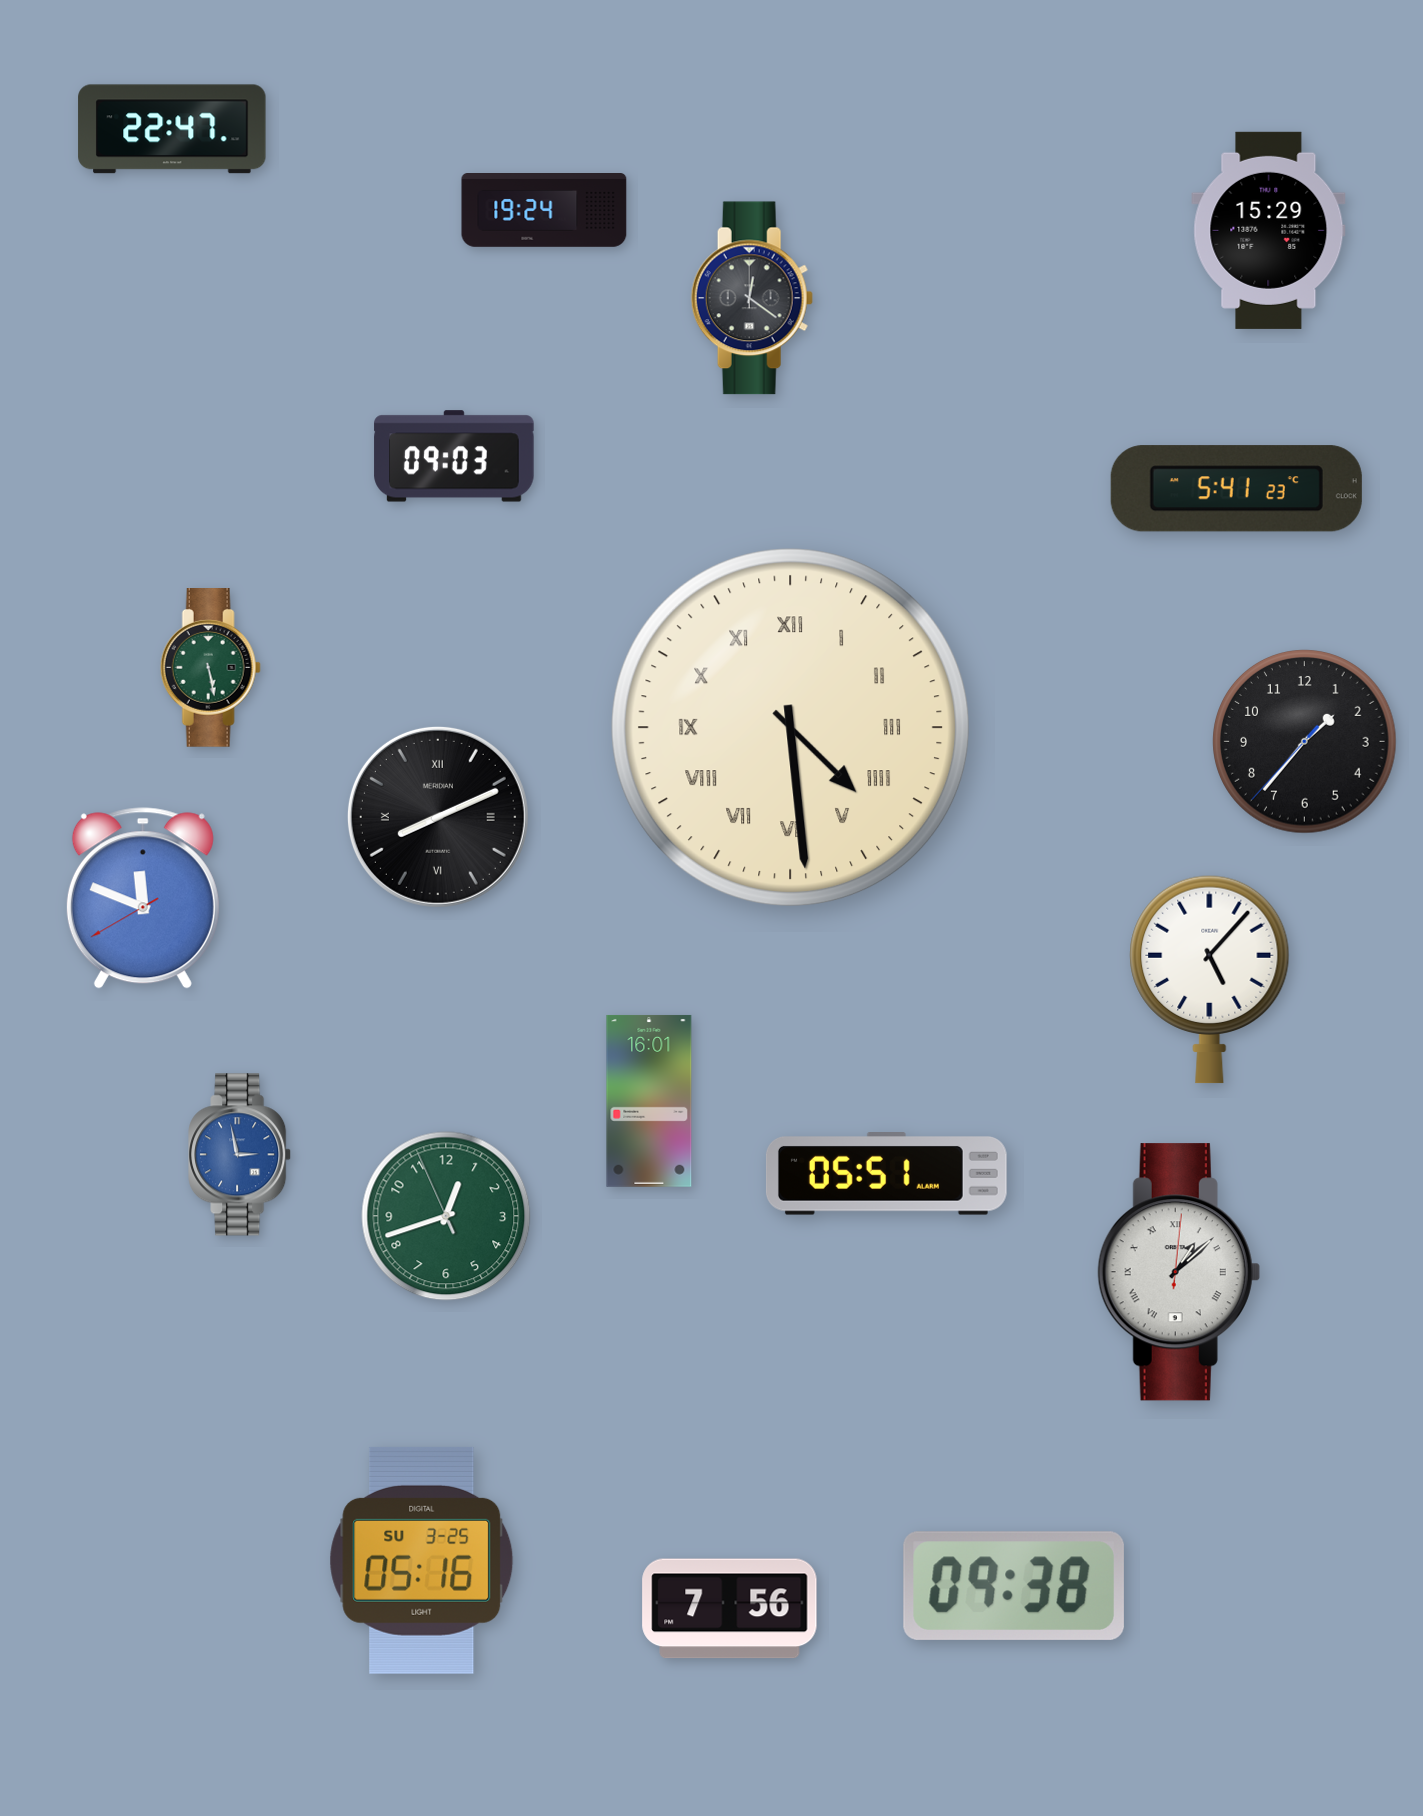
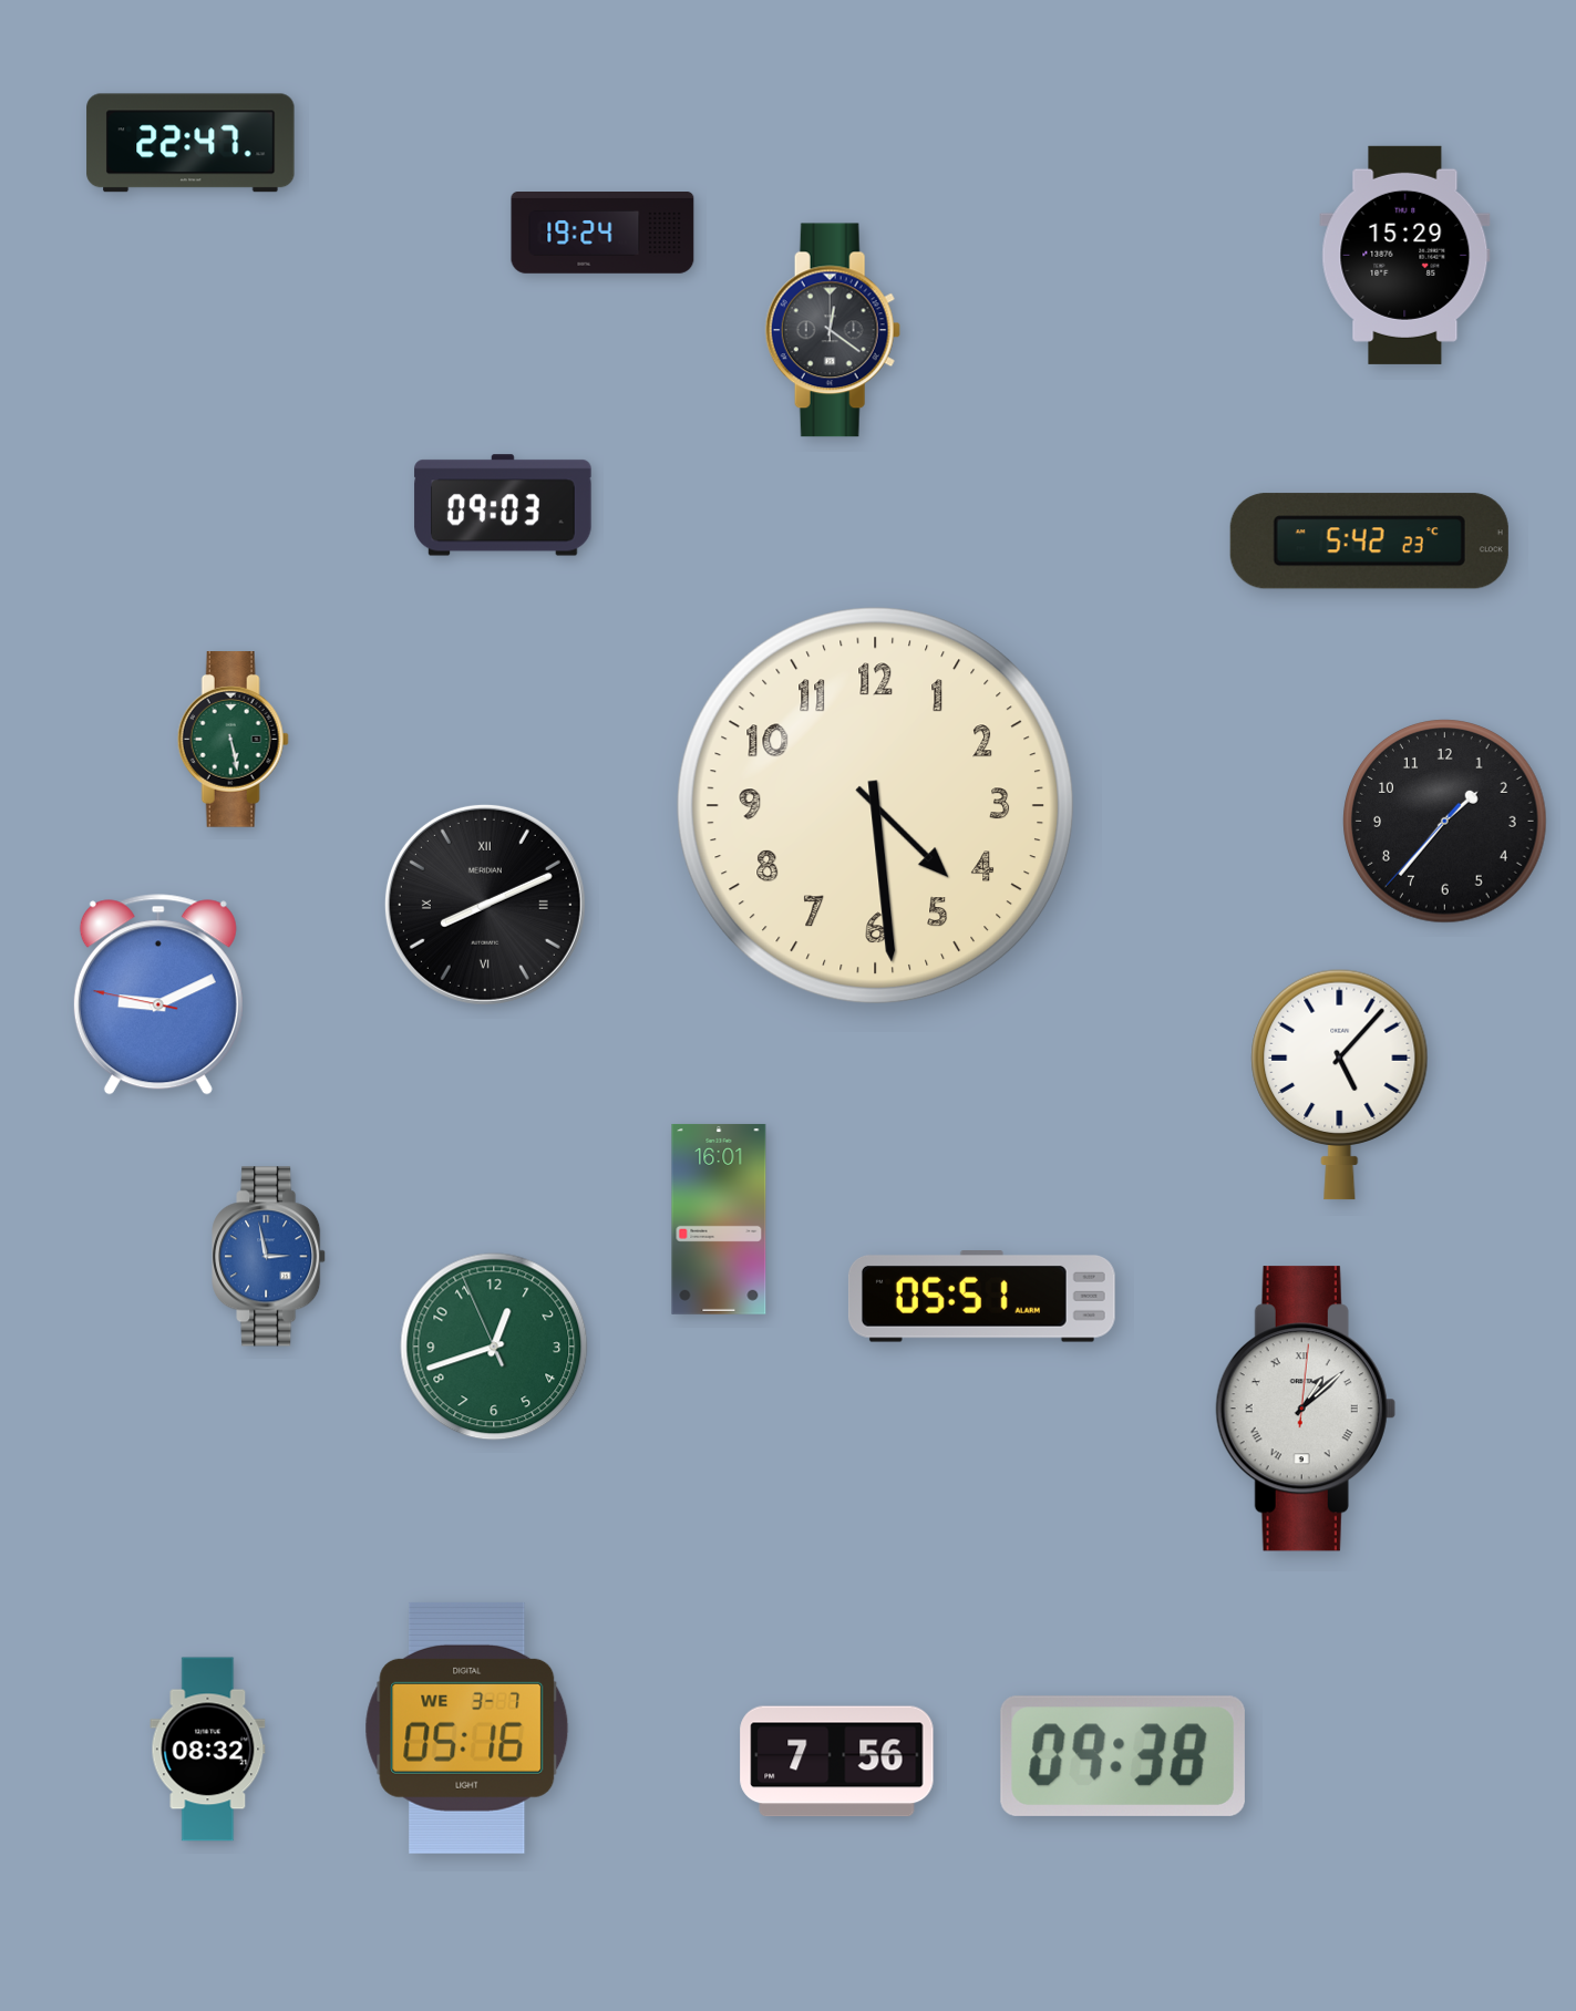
clock at (1236, 489): 5:41 -> 5:42
clock at (791, 728) numerals: Roman -> Arabic
clock at (143, 898): 11:48 -> 9:10
clock at (240, 1155) position: (240, 1155) -> (269, 1257)
clock at (886, 1174) position: (886, 1174) -> (981, 1297)
clock at (422, 1560) date: SU 3-25 -> WE 3-7
clock at (208, 1750): none -> 08:32
clock at (730, 1609) position: (730, 1609) -> (837, 1762)
